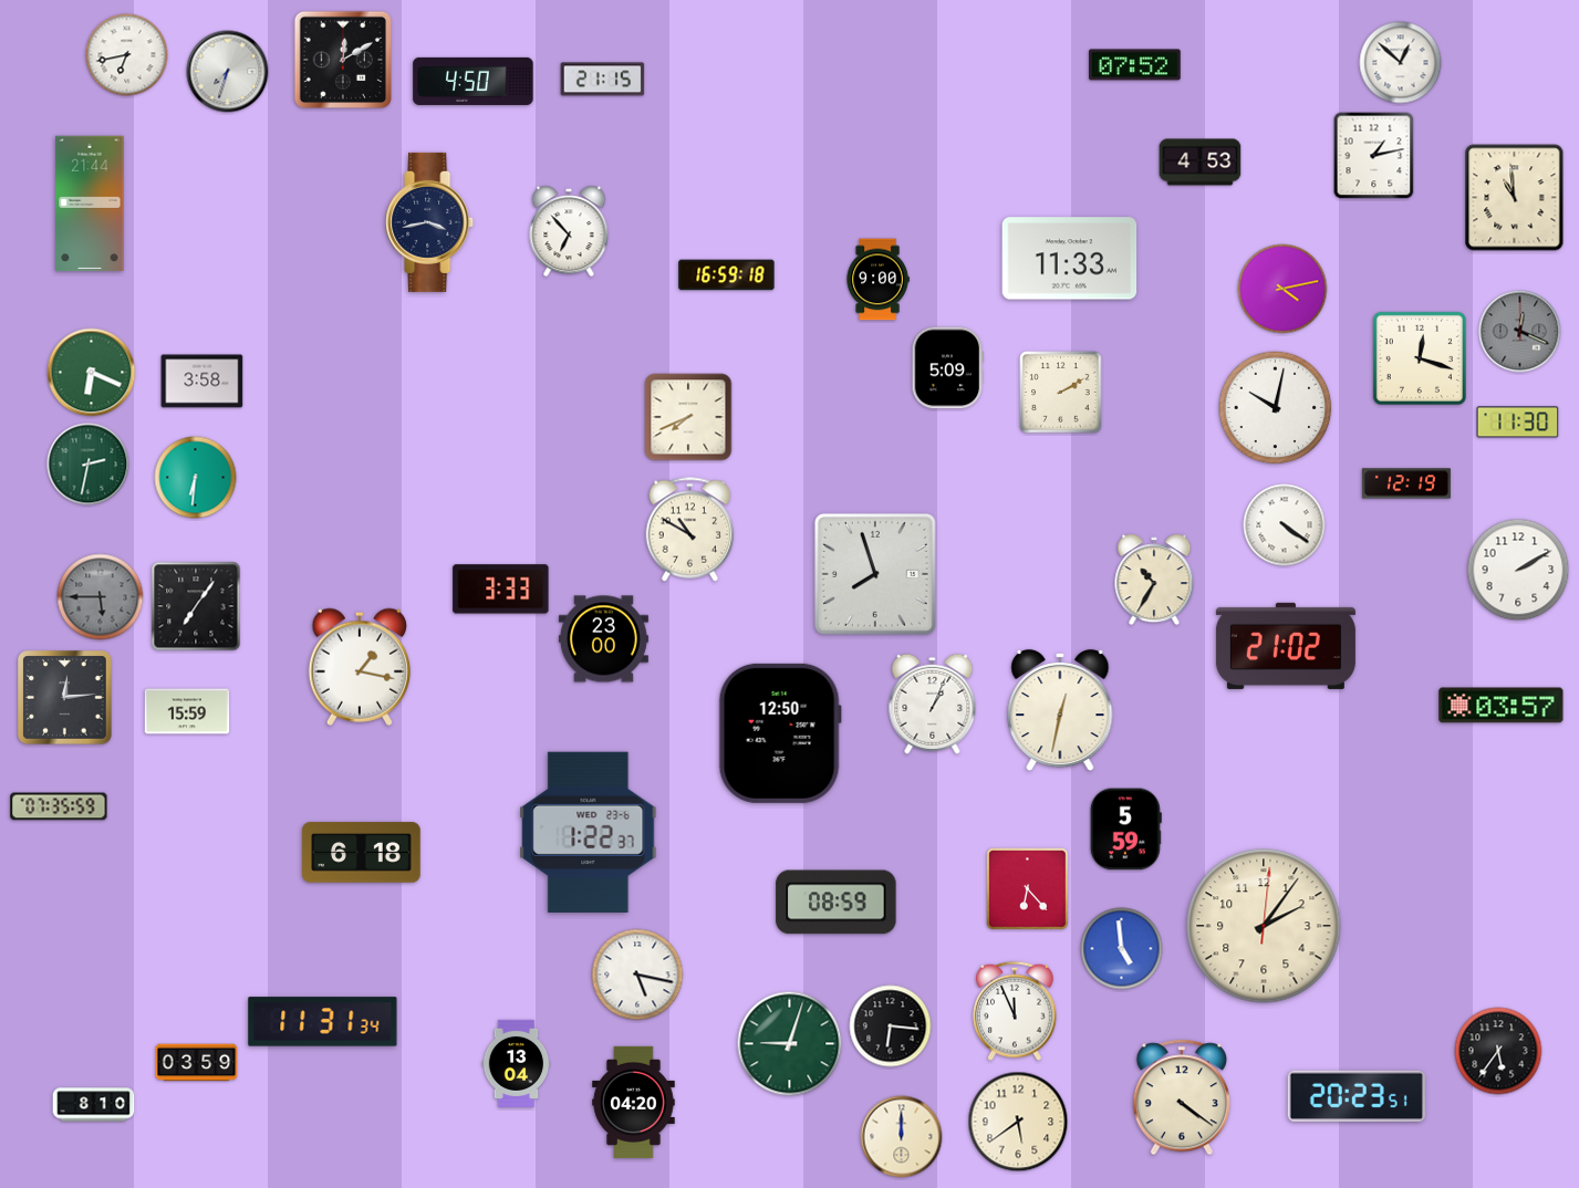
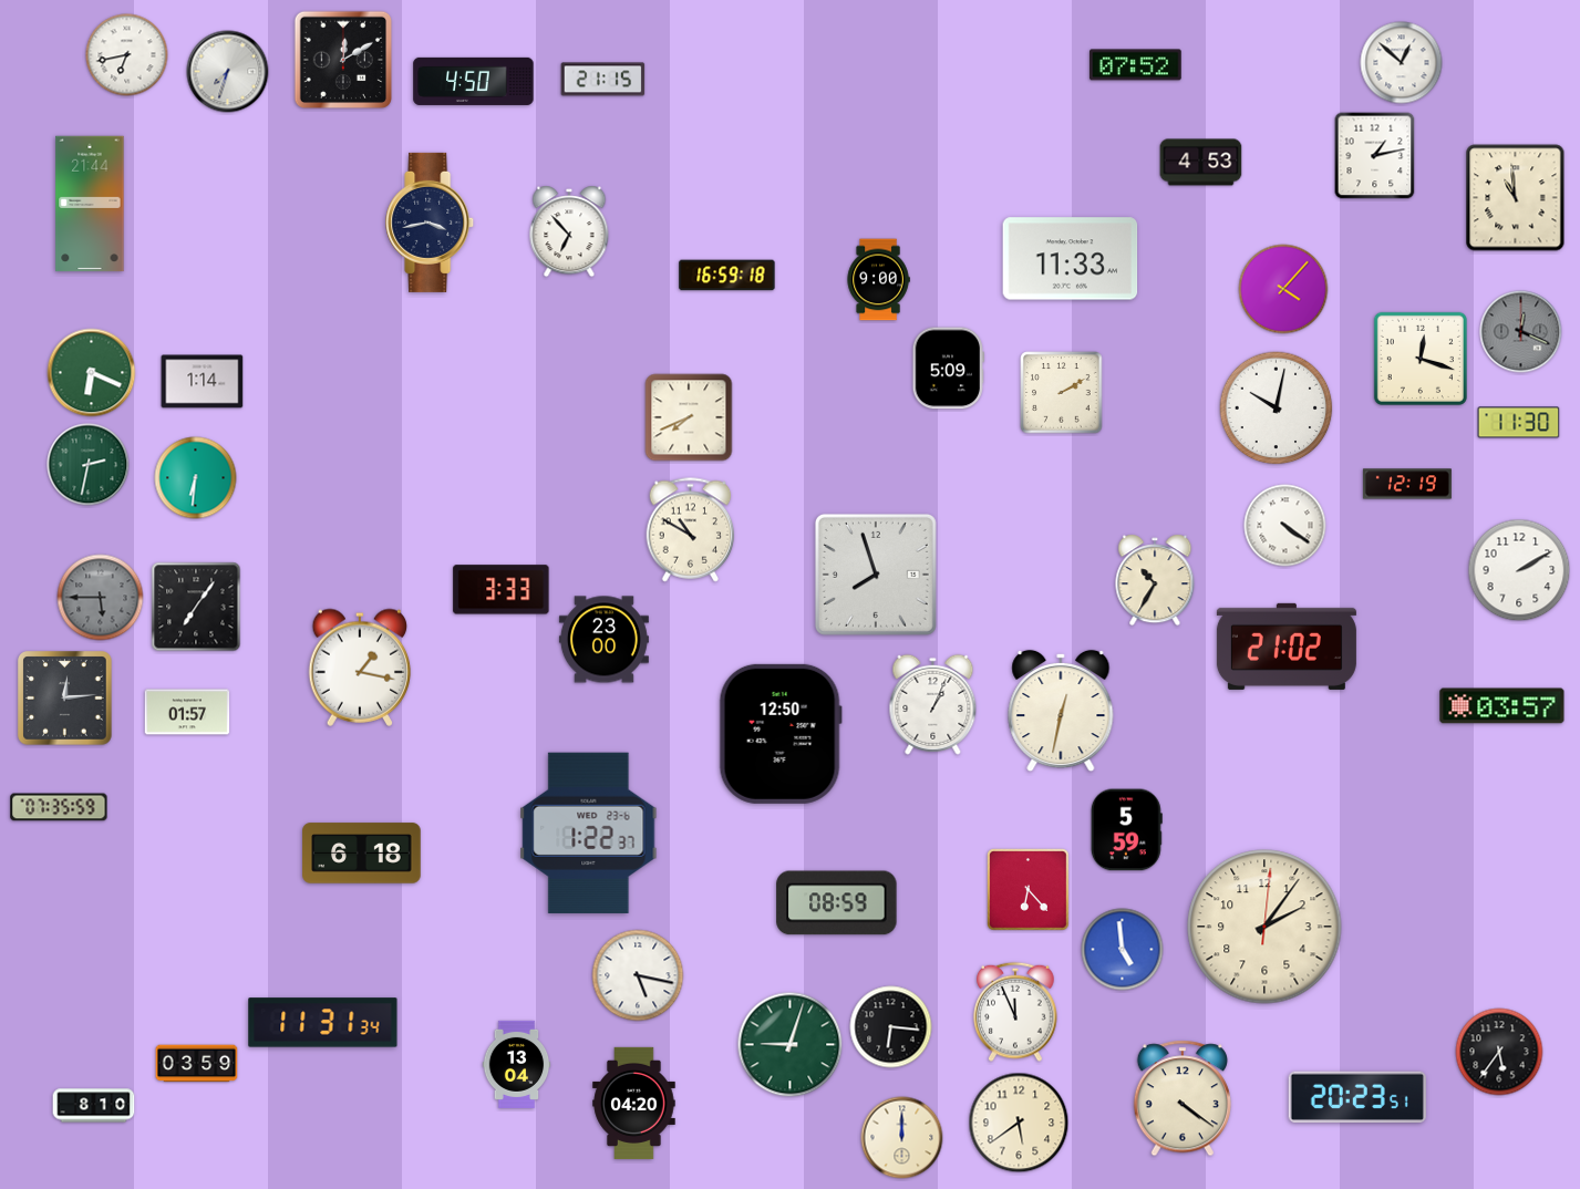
clock at (1282, 289): 4:13 -> 4:07
clock at (202, 382): 3:58 -> 1:14
clock at (187, 711): 15:59 -> 01:57
